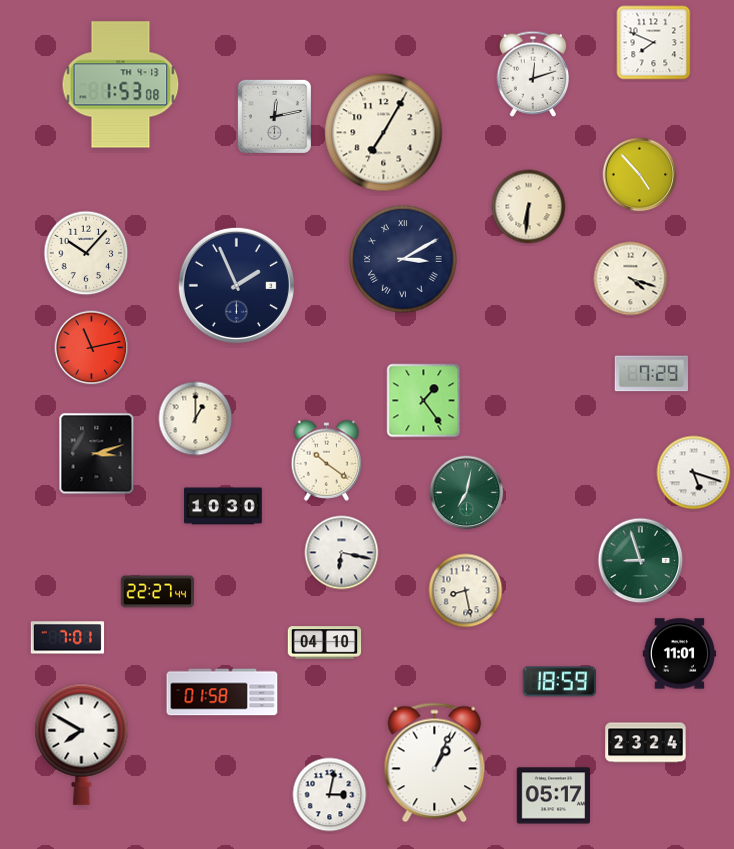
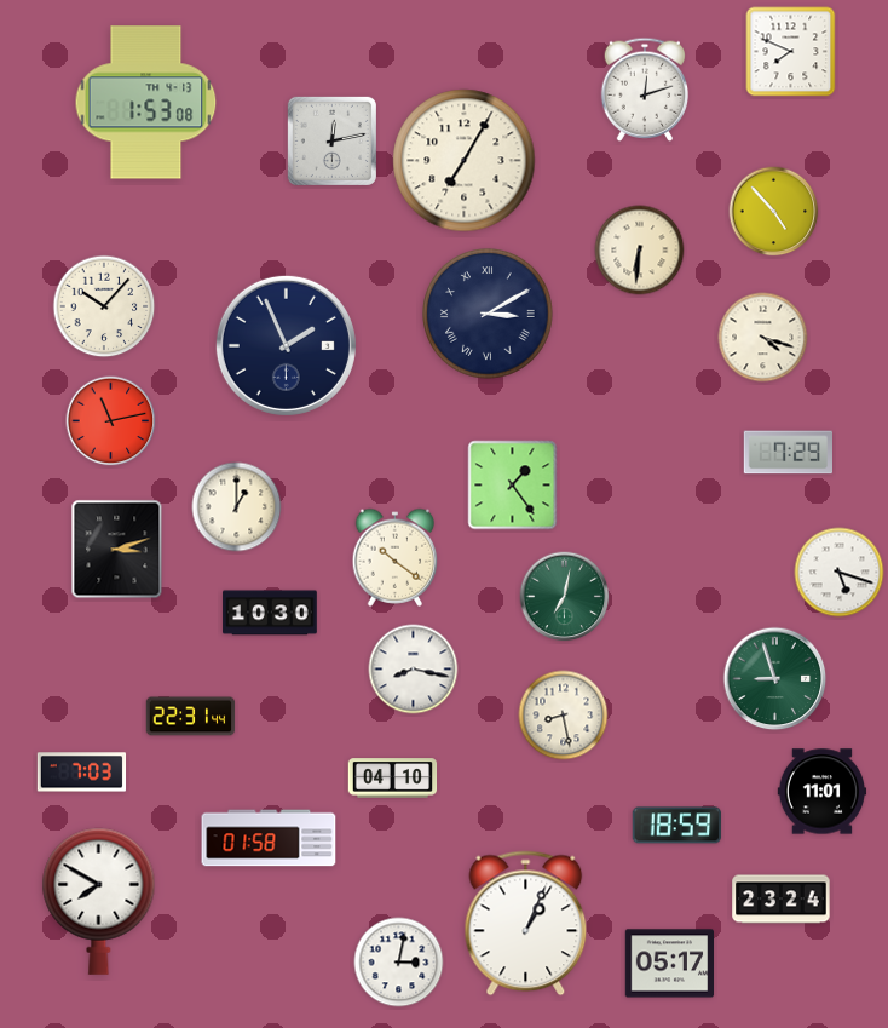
clock at (342, 553): 6:17 -> 8:17
clock at (158, 592): 22:27 -> 22:31
clock at (68, 638): 7:01 -> 7:03
